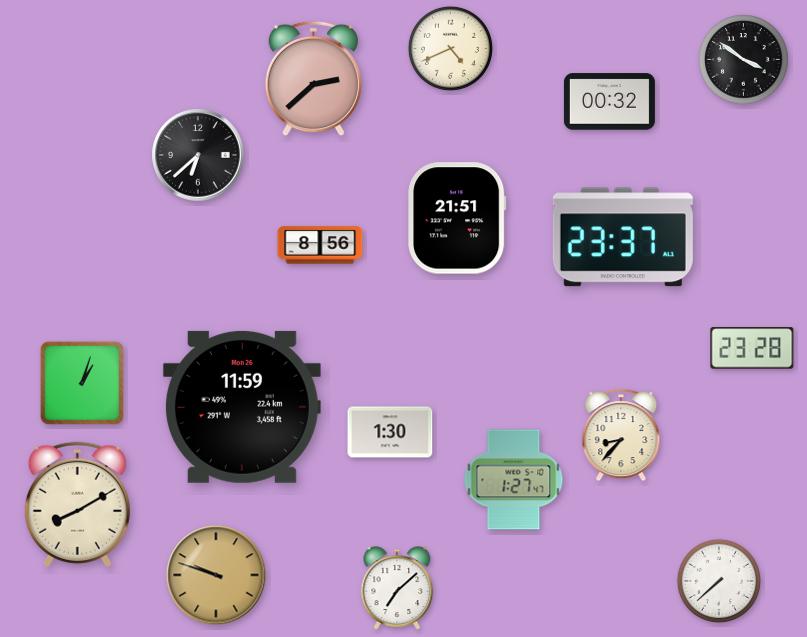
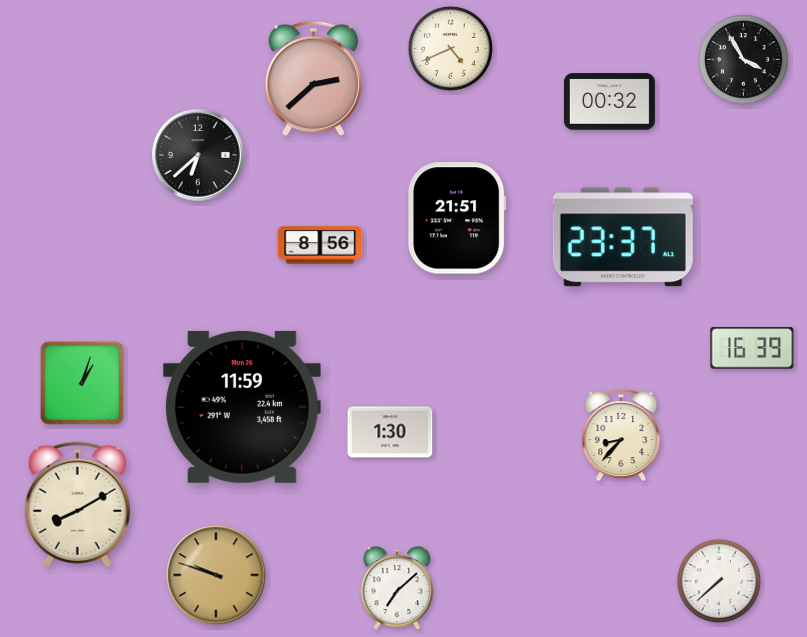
clock at (744, 60): 3:51 -> 3:55
clock at (752, 348): 23:28 -> 16:39
clock at (514, 480): 1:27 -> none
